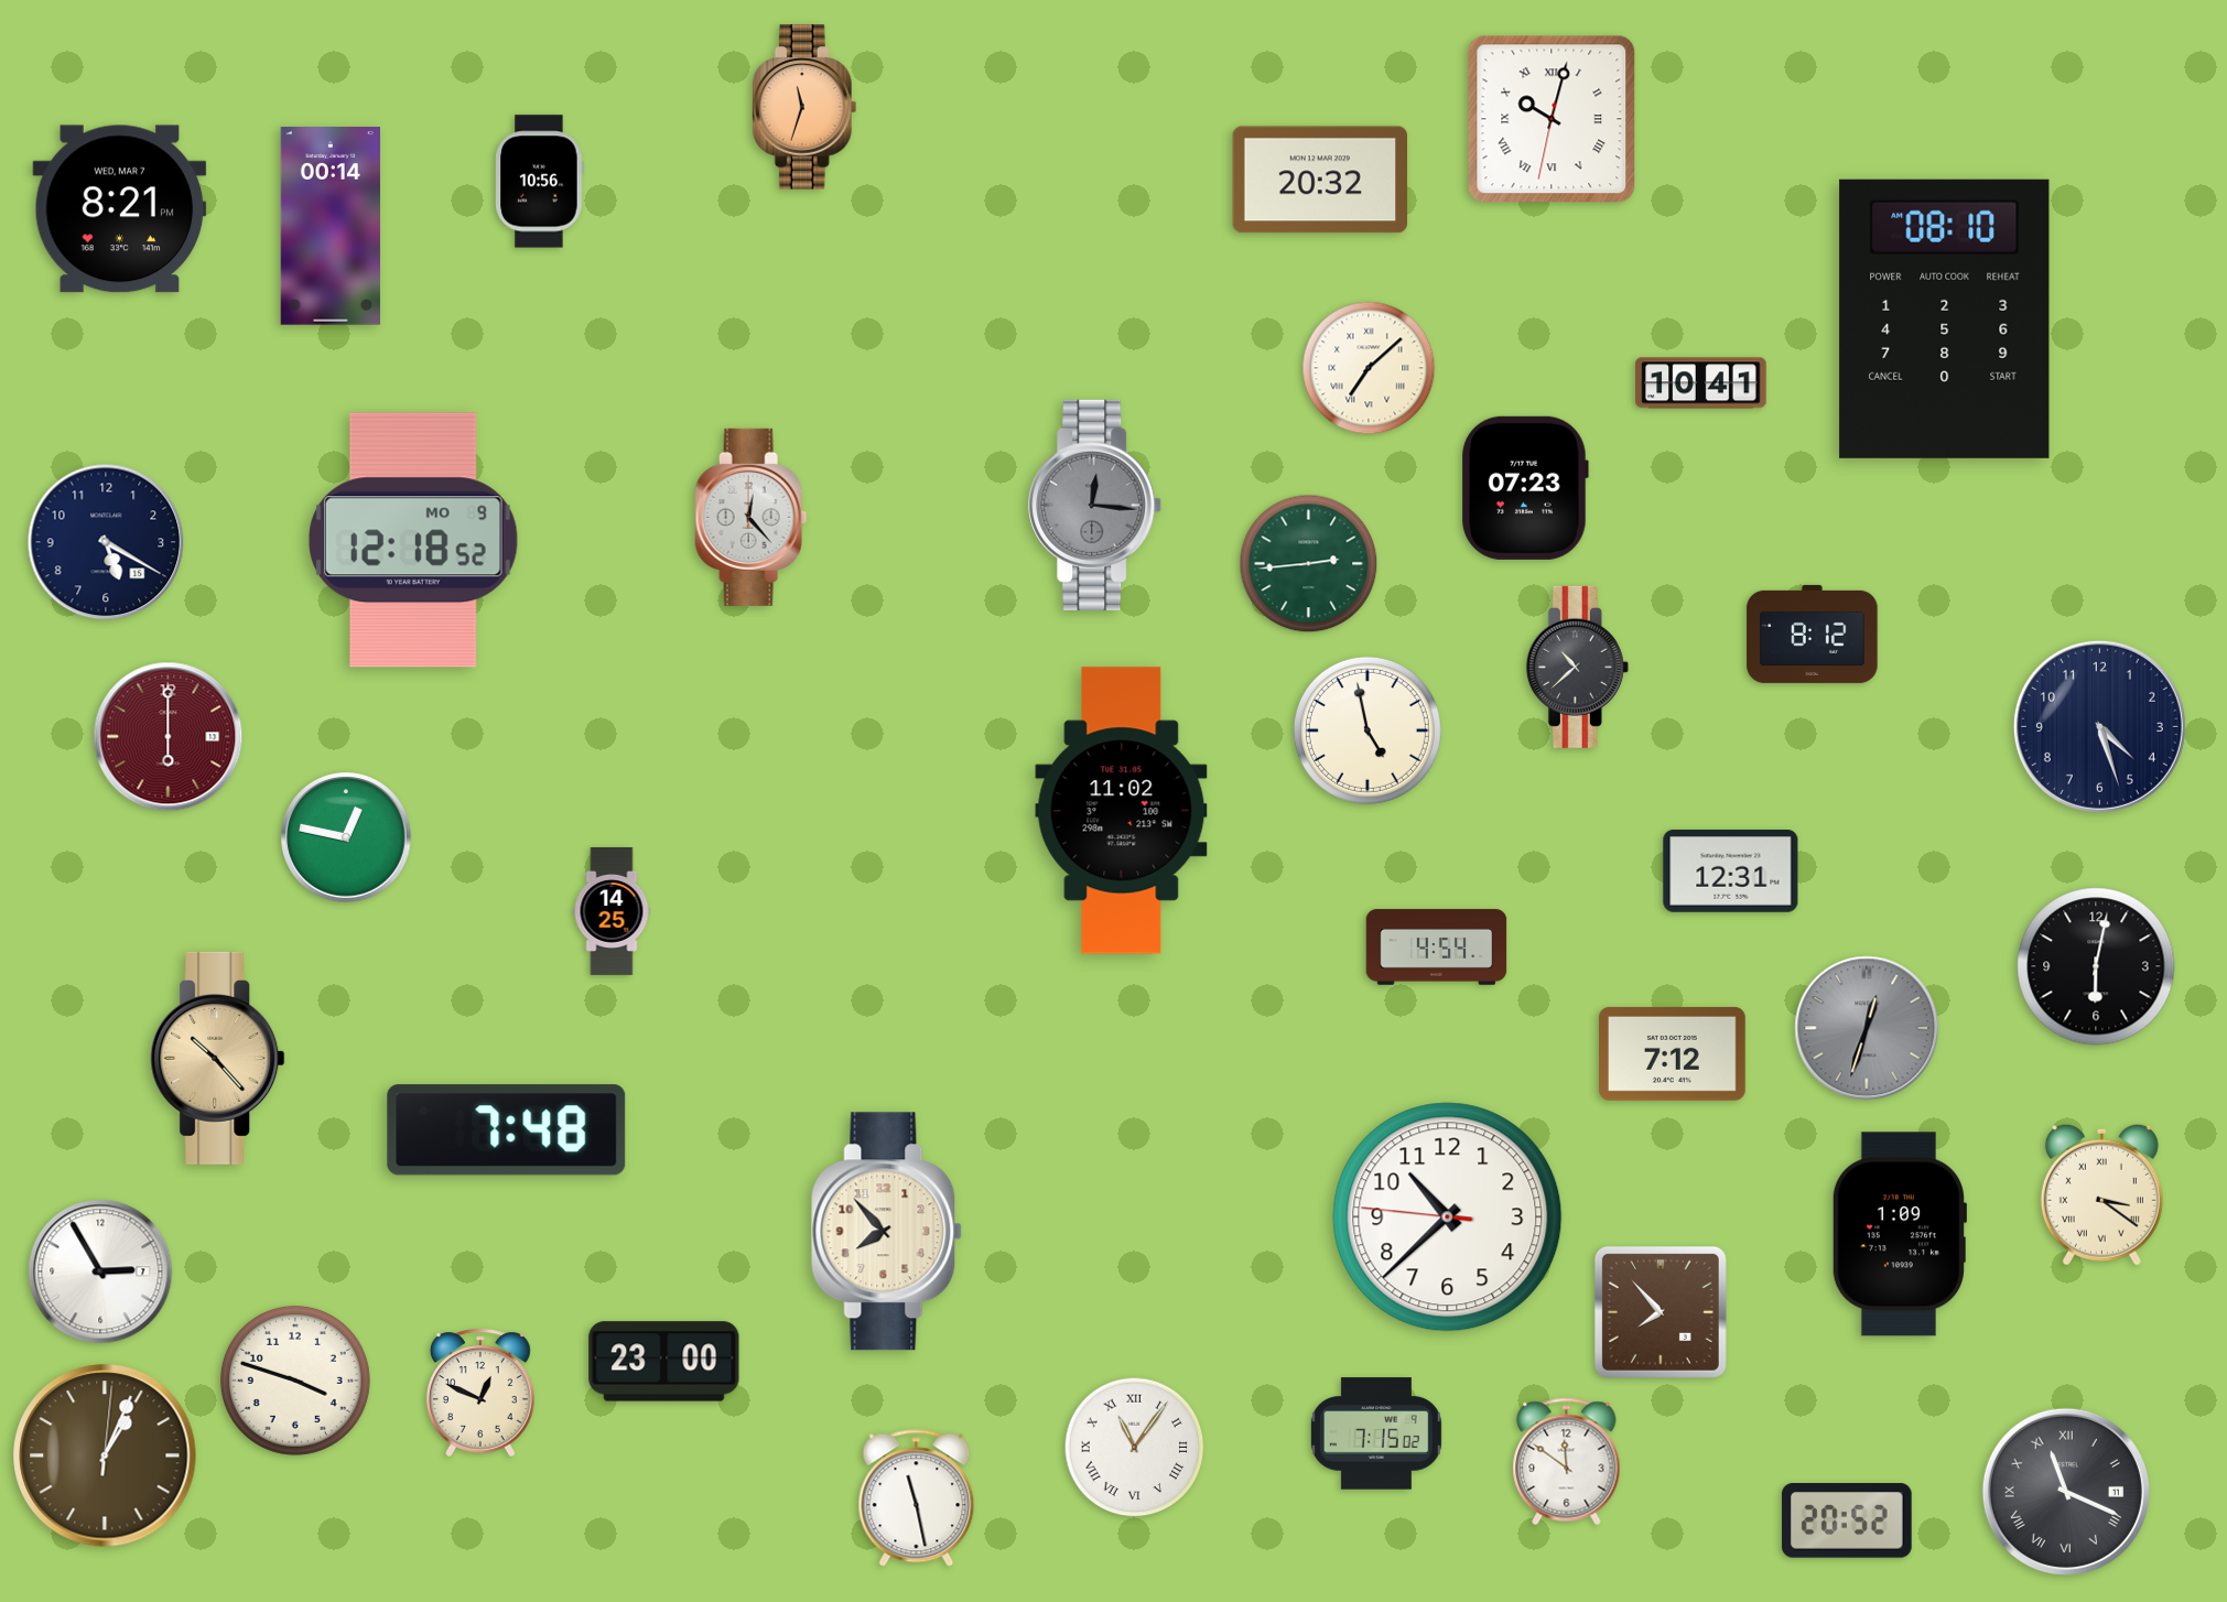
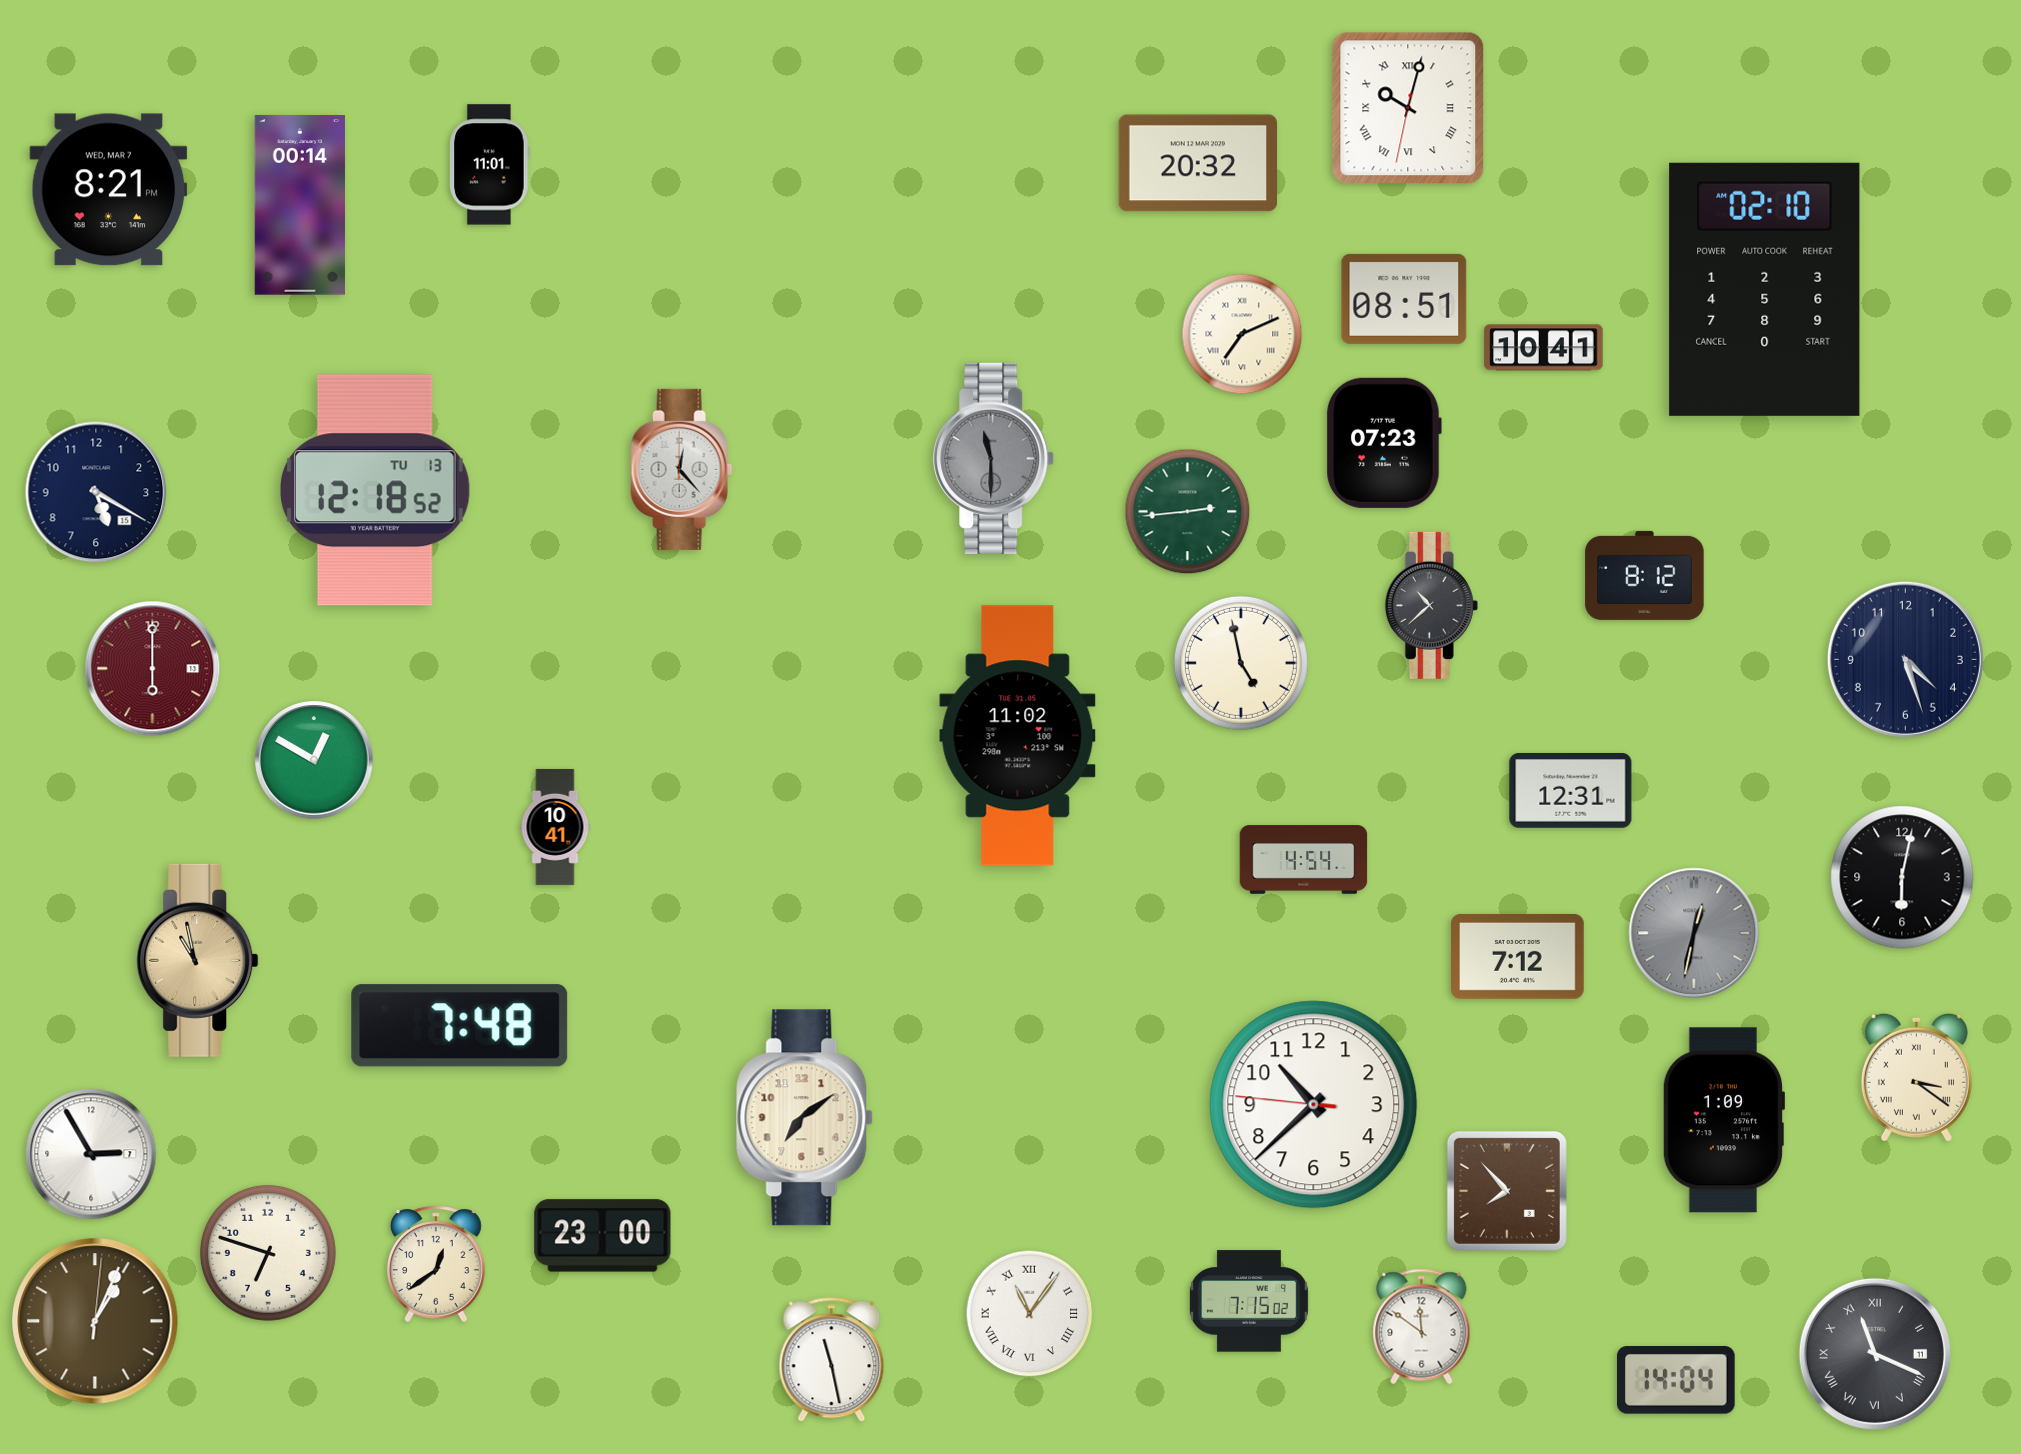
clock at (804, 107): 11:33 -> none
clock at (540, 182): 10:56 -> 11:01
clock at (1945, 318): 08:10 -> 02:10
clock at (1404, 299): none -> 08:51
clock at (1369, 368): 7:08 -> 7:11
clock at (1095, 505): 12:16 -> 11:30
clock at (413, 540) date: MO 9 -> TU 13
clock at (346, 837): 12:47 -> 12:50
clock at (612, 911): 14:25 -> 10:41
clock at (1867, 1028): 12:33 -> 12:32
clock at (218, 1058): 10:23 -> 10:58
clock at (2101, 1194) position: (2101, 1194) -> (1916, 1077)
clock at (887, 1232): 7:53 -> 7:09
clock at (295, 1381): 3:48 -> 6:48
clock at (480, 1393): 12:49 -> 12:39
clock at (1848, 1520): 20:52 -> 14:04
